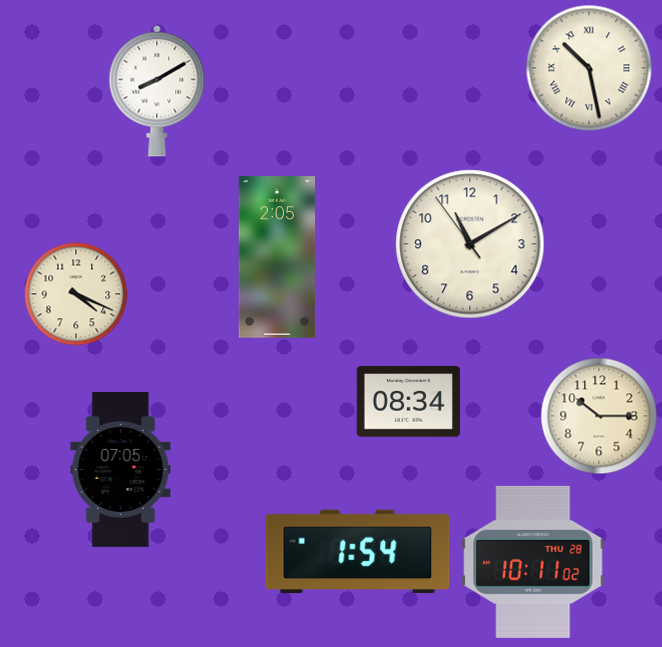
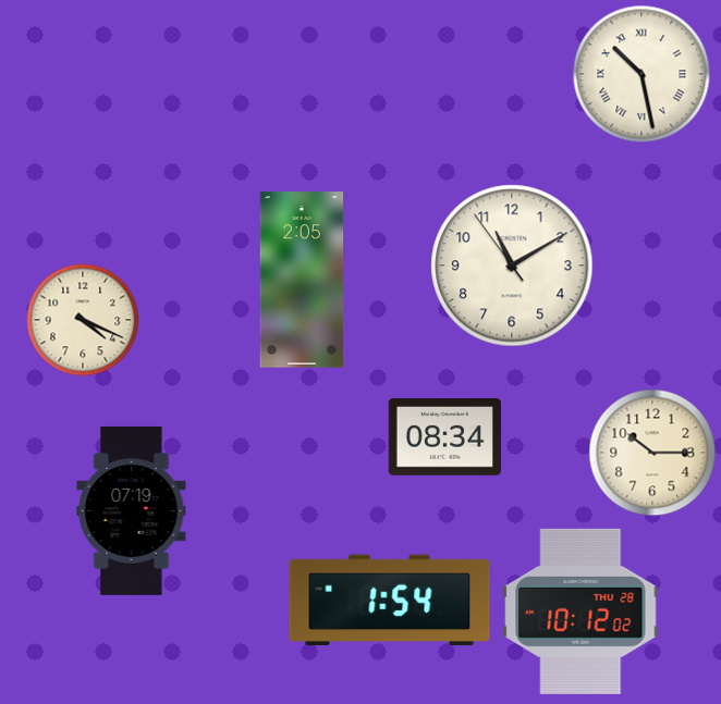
clock at (157, 91): 8:10 -> none
clock at (121, 469): 07:05 -> 07:19
clock at (533, 562): 10:11 -> 10:12
